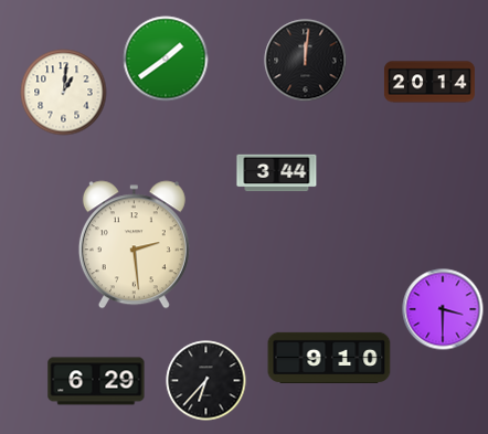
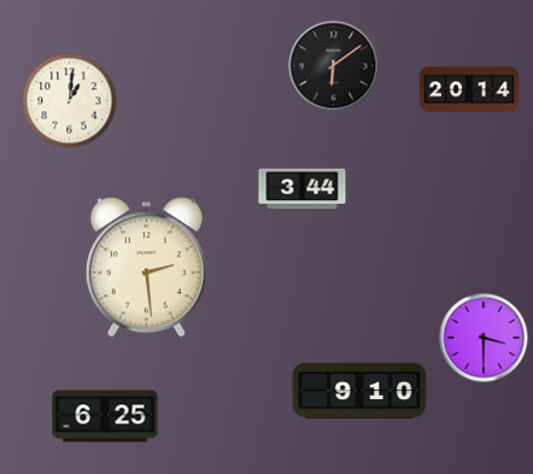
clock at (166, 59): 1:39 -> none
clock at (306, 61): 12:01 -> 6:09
clock at (96, 381): 6:29 -> 6:25
clock at (206, 381): 6:37 -> none
